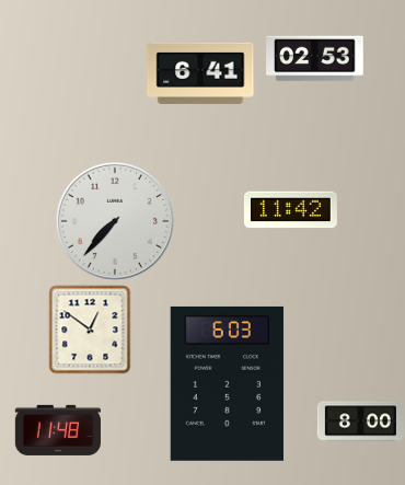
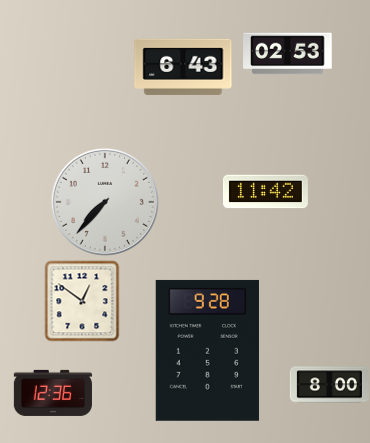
clock at (200, 73): 6:41 -> 6:43
clock at (227, 383): 6:03 -> 9:28
clock at (58, 430): 11:48 -> 12:36
